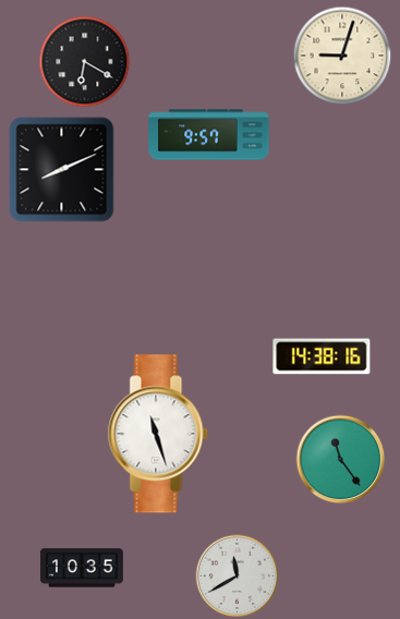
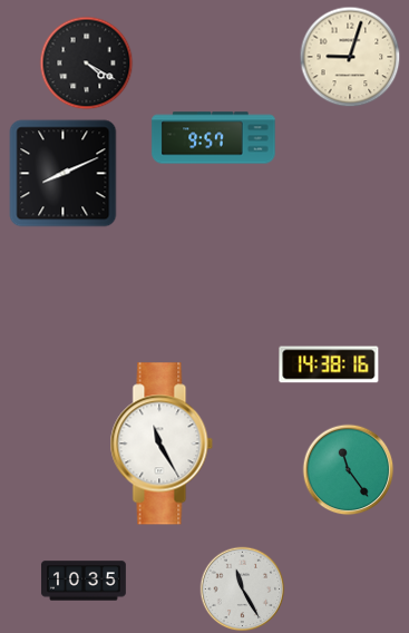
clock at (85, 62): 6:20 -> 4:20
clock at (158, 434): 11:27 -> 11:25
clock at (238, 576): 11:40 -> 11:25
